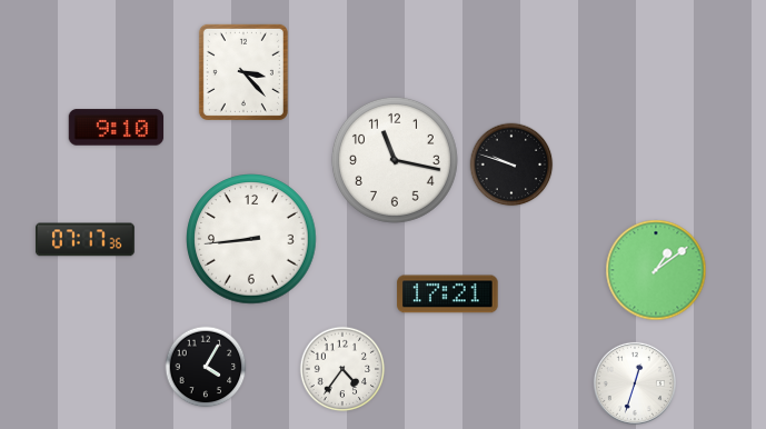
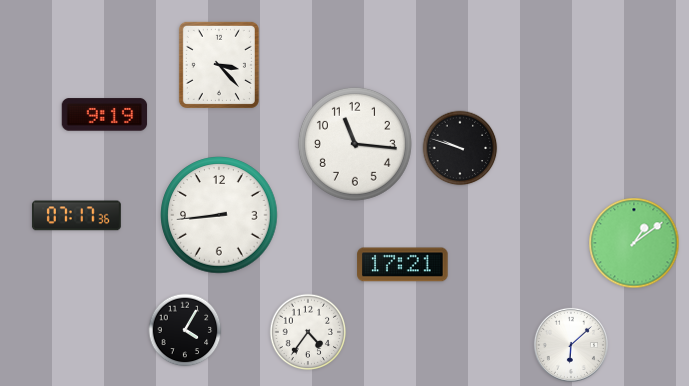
clock at (117, 128): 9:10 -> 9:19
clock at (395, 160): 11:17 -> 11:16
clock at (251, 239) position: (251, 239) -> (219, 215)
clock at (656, 270) position: (656, 270) -> (634, 243)
clock at (635, 383): 12:33 -> 6:08
